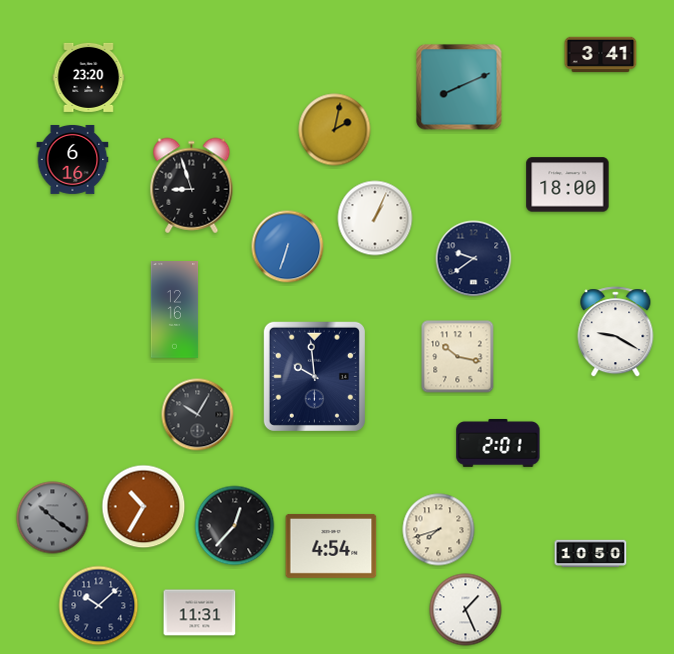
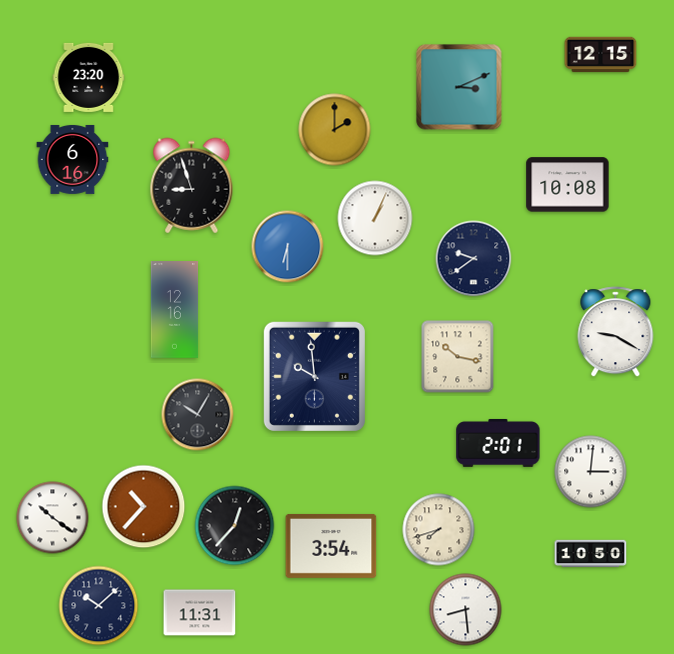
clock at (601, 55): 3:41 -> 12:15
clock at (459, 87): 8:11 -> 3:11
clock at (335, 130): 2:02 -> 2:00
clock at (568, 185): 18:00 -> 10:08
clock at (288, 247): 6:33 -> 6:30
clock at (591, 472): none -> 3:01
clock at (144, 507): 10:35 -> 10:37
clock at (53, 518) dial: grey -> white
clock at (331, 546): 4:54 -> 3:54
clock at (466, 610): 1:26 -> 8:29
